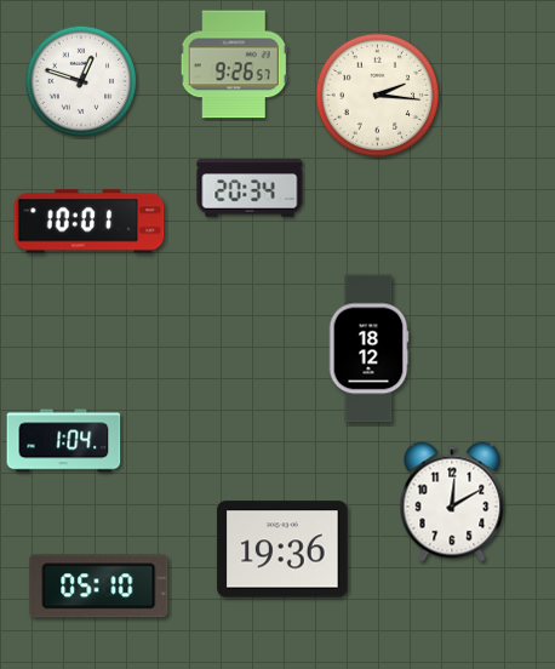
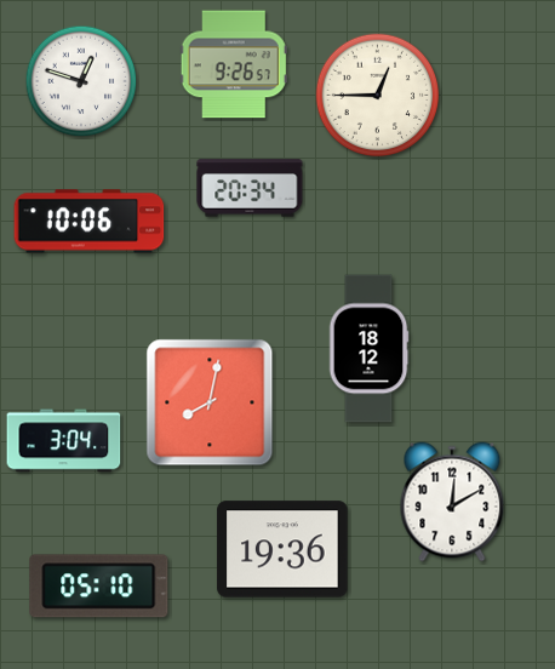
clock at (378, 96): 2:16 -> 12:45
clock at (90, 222): 10:01 -> 10:06
clock at (210, 402): none -> 8:02
clock at (64, 441): 1:04 -> 3:04
